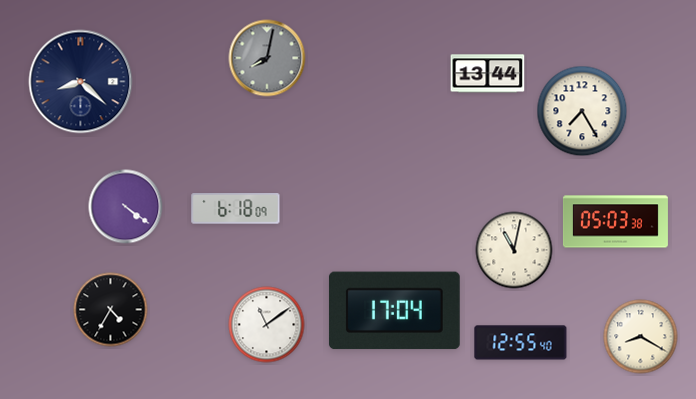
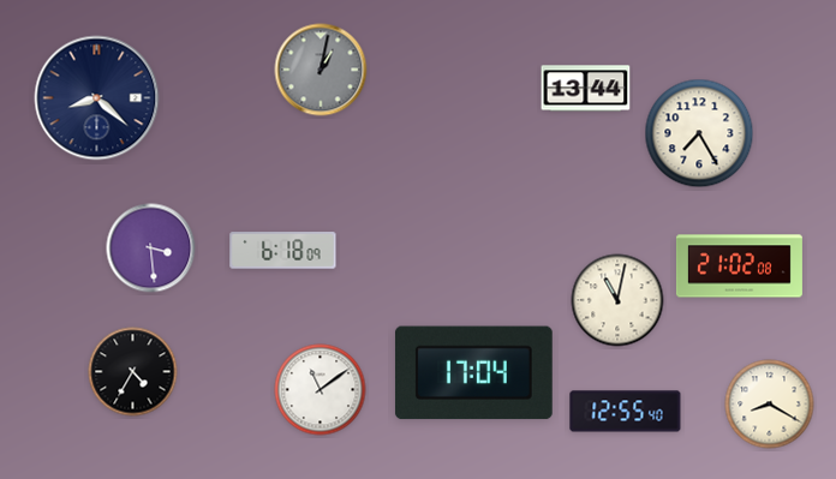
clock at (267, 58): 8:02 -> 1:02
clock at (126, 207): 4:21 -> 3:29
clock at (615, 222): 05:03 -> 21:02
